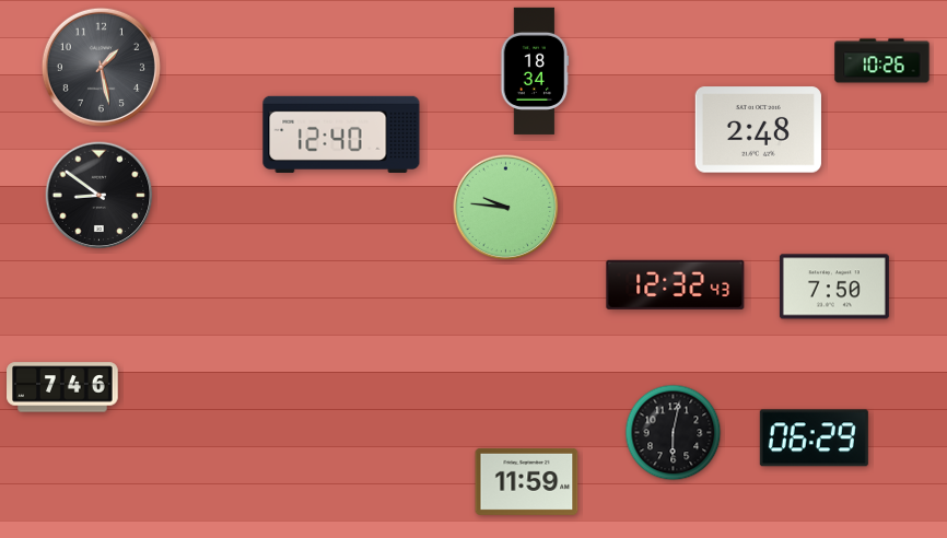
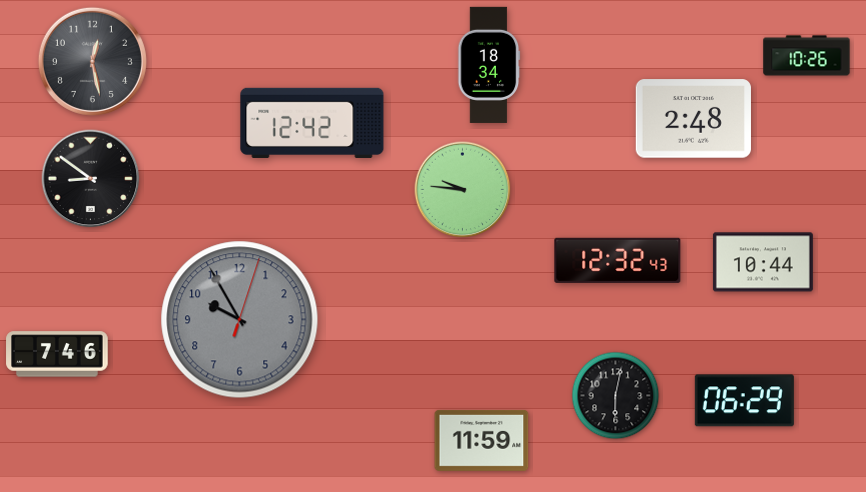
clock at (101, 67): 1:28 -> 12:28
clock at (341, 134): 12:40 -> 12:42
clock at (834, 286): 7:50 -> 10:44
clock at (240, 320): none -> 9:55
